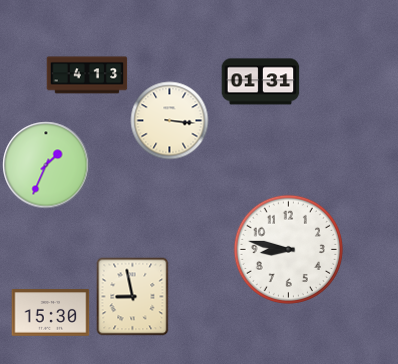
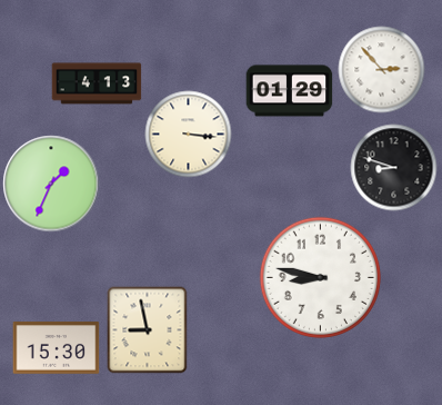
clock at (381, 69): none -> 2:53
clock at (260, 82): 01:31 -> 01:29
clock at (393, 167): none -> 8:48
